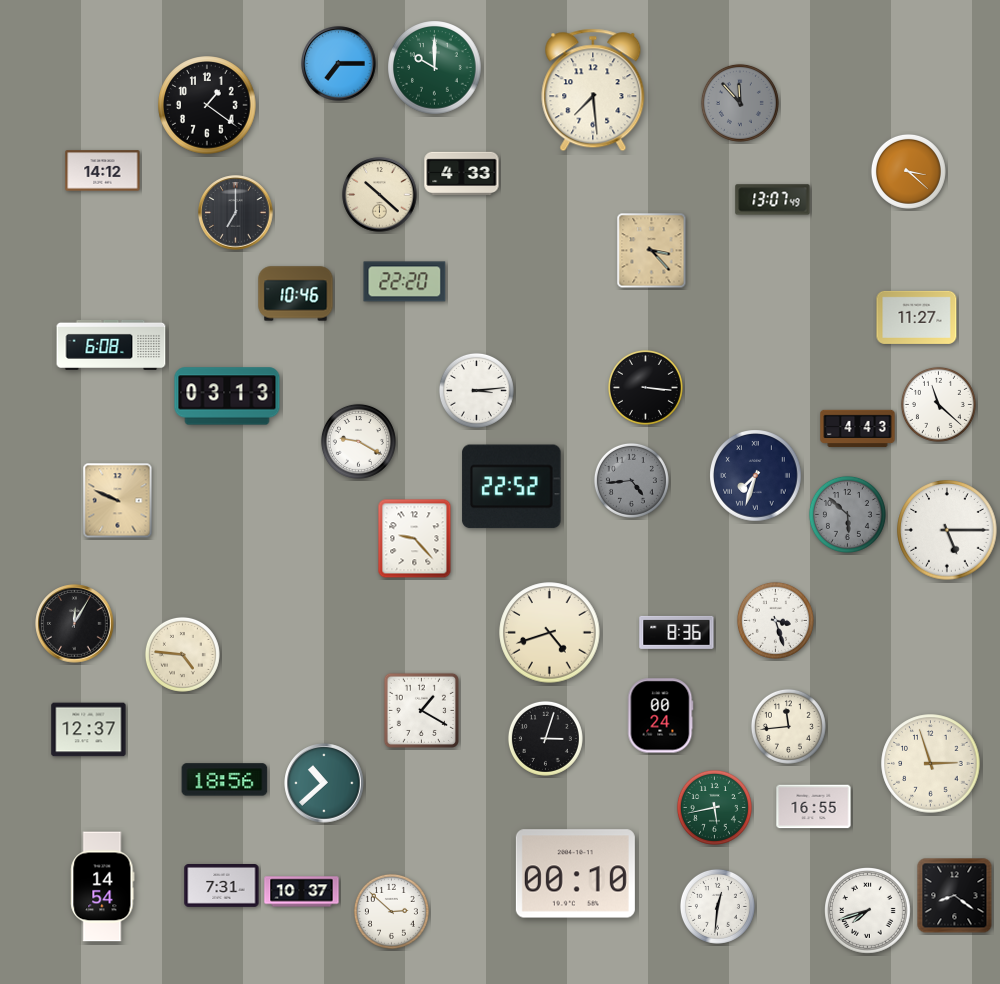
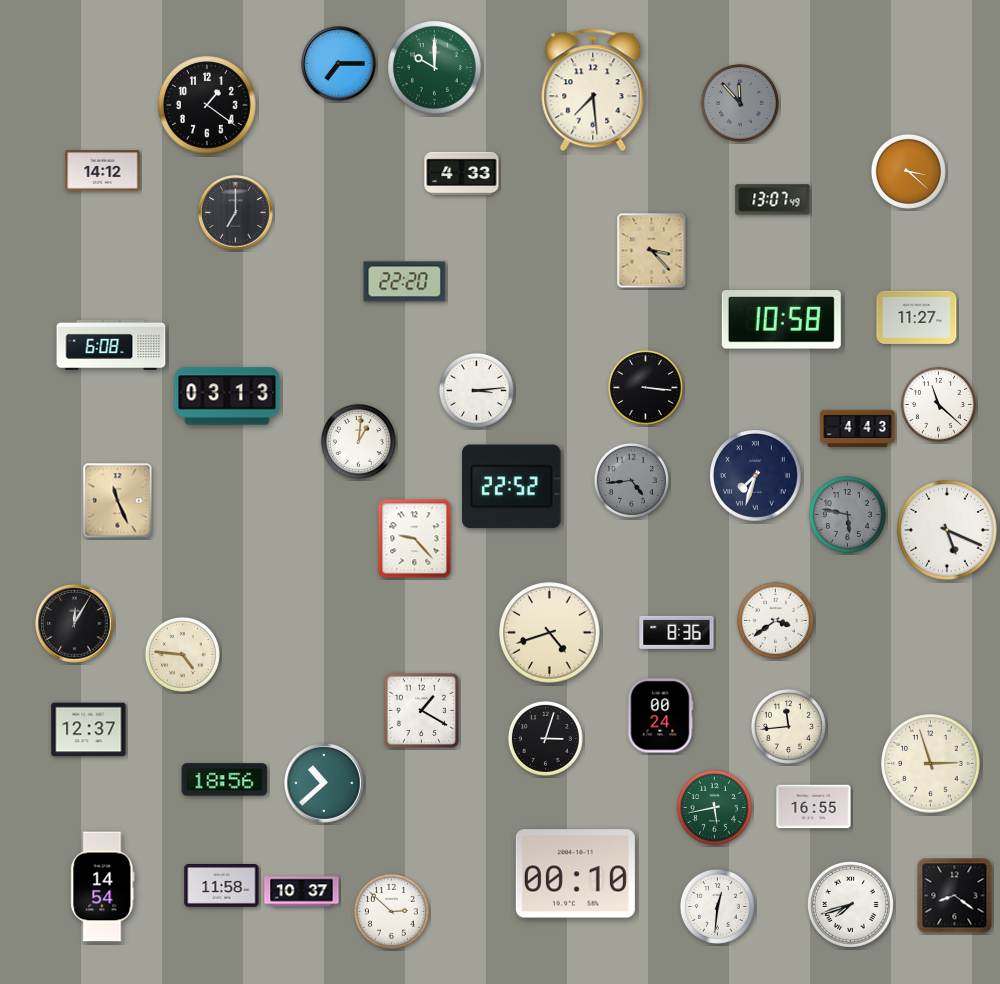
clock at (380, 195): 10:22 -> none
clock at (296, 294): 10:46 -> none
clock at (781, 320): none -> 10:58
clock at (358, 441): 9:20 -> 1:01
clock at (118, 501): 9:49 -> 11:26
clock at (847, 514): 5:52 -> 5:47
clock at (947, 530): 5:15 -> 5:19
clock at (775, 620): 3:27 -> 3:39
clock at (222, 886): 7:31 -> 11:58
clock at (868, 911) position: (868, 911) -> (851, 905)
